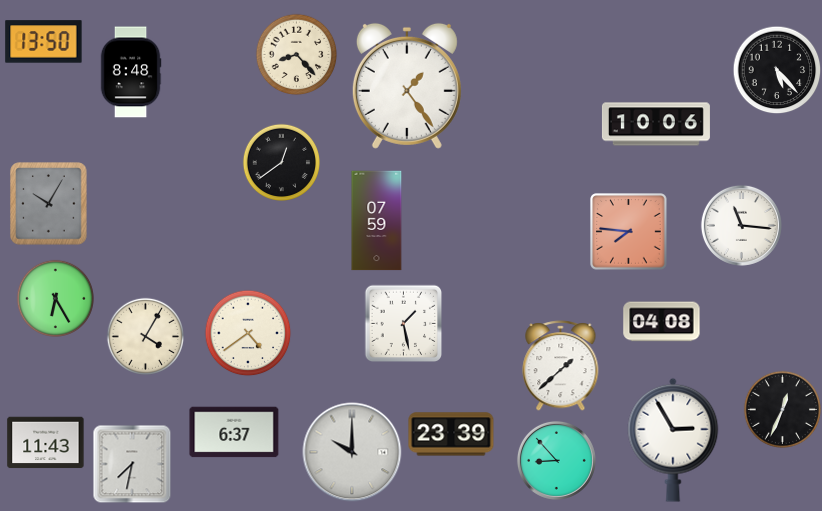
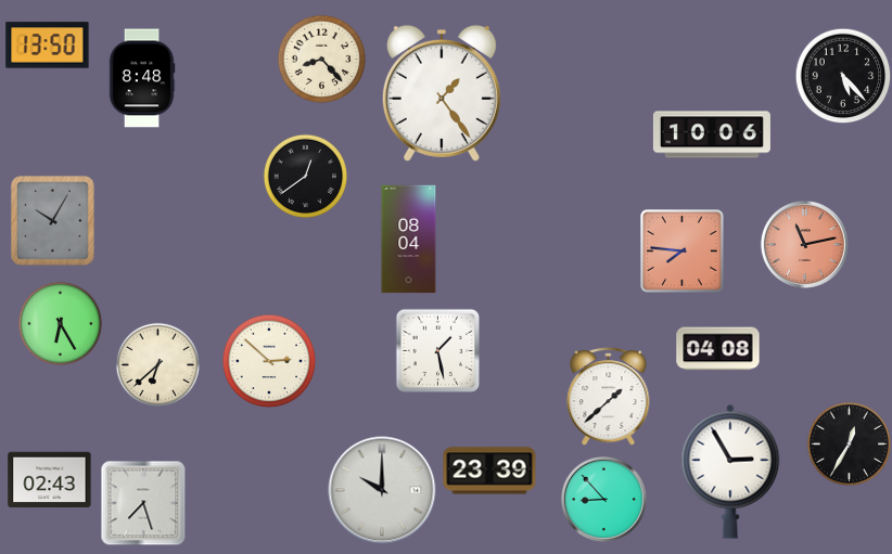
clock at (377, 221): 07:59 -> 08:04
clock at (741, 225): 11:16 -> 11:13
clock at (741, 225) dial: white -> salmon
clock at (248, 333): 4:39 -> 2:52
clock at (145, 336): 4:05 -> 6:38
clock at (782, 409): 12:34 -> 12:35
clock at (234, 432): 6:37 -> none
clock at (673, 440) position: (673, 440) -> (730, 472)
clock at (46, 443): 11:43 -> 02:43
clock at (132, 464): 7:32 -> 7:27
